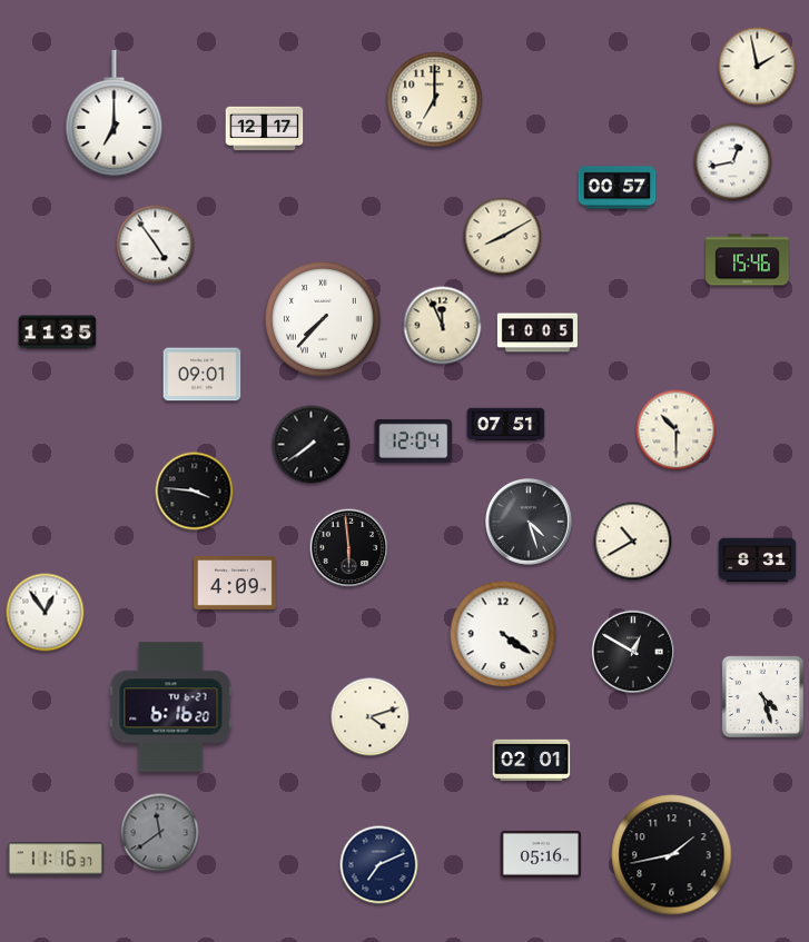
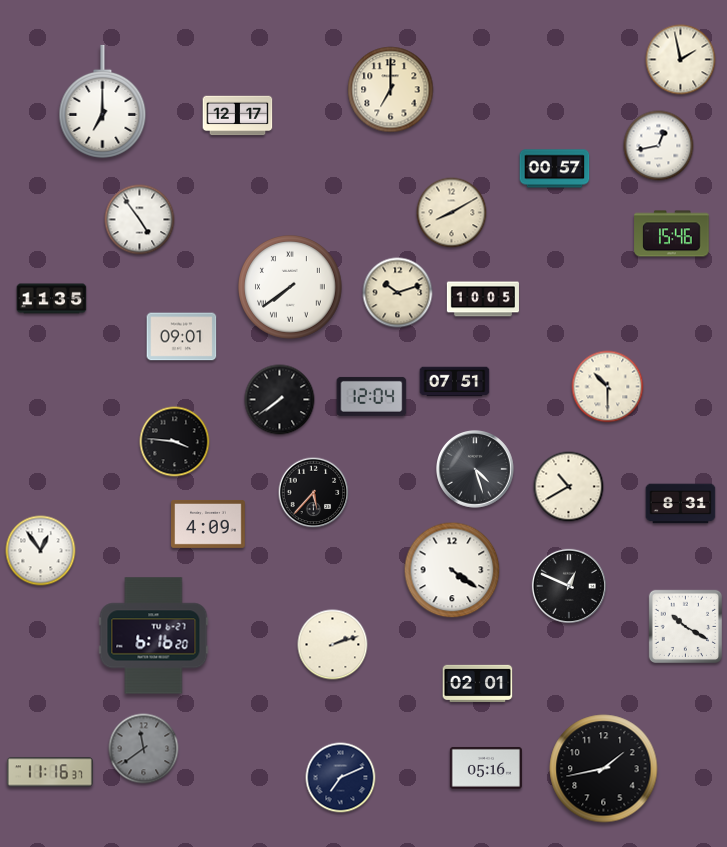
clock at (324, 320): 7:37 -> 7:39
clock at (443, 326): 11:56 -> 10:12
clock at (349, 548): 5:59 -> 5:37
clock at (236, 583) position: (236, 583) -> (209, 524)
clock at (633, 652): 12:50 -> 12:49
clock at (762, 696): 4:27 -> 10:20
clock at (371, 717): 4:12 -> 2:12
